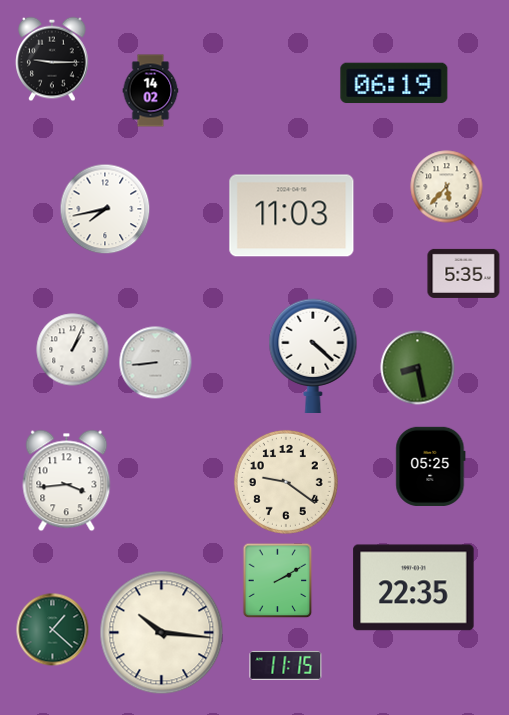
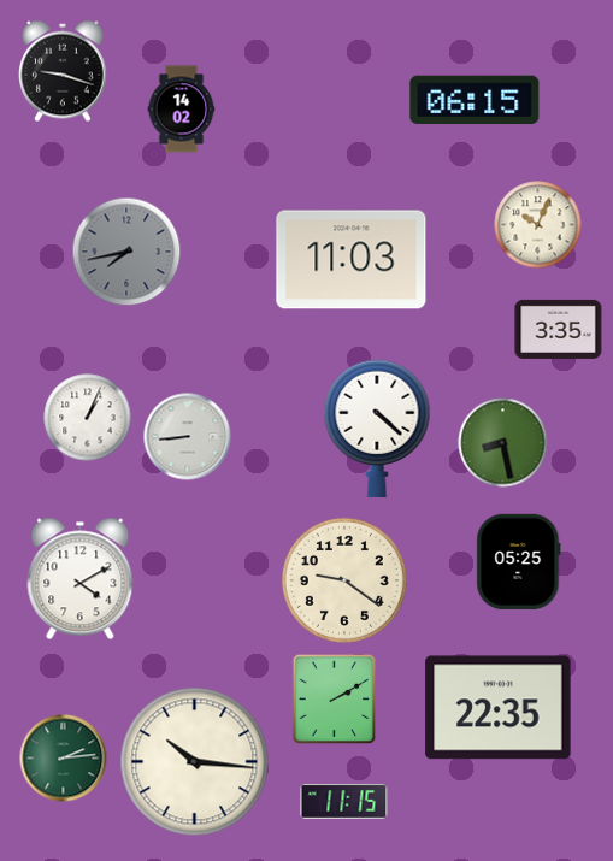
clock at (52, 59): 9:15 -> 9:18
clock at (394, 83): 06:19 -> 06:15
clock at (447, 187): 5:37 -> 10:04
clock at (105, 209) dial: white -> grey
clock at (464, 273): 5:35 -> 3:35
clock at (73, 350) position: (73, 350) -> (88, 418)
clock at (67, 481): 3:44 -> 4:10
clock at (53, 630): 1:22 -> 2:14
